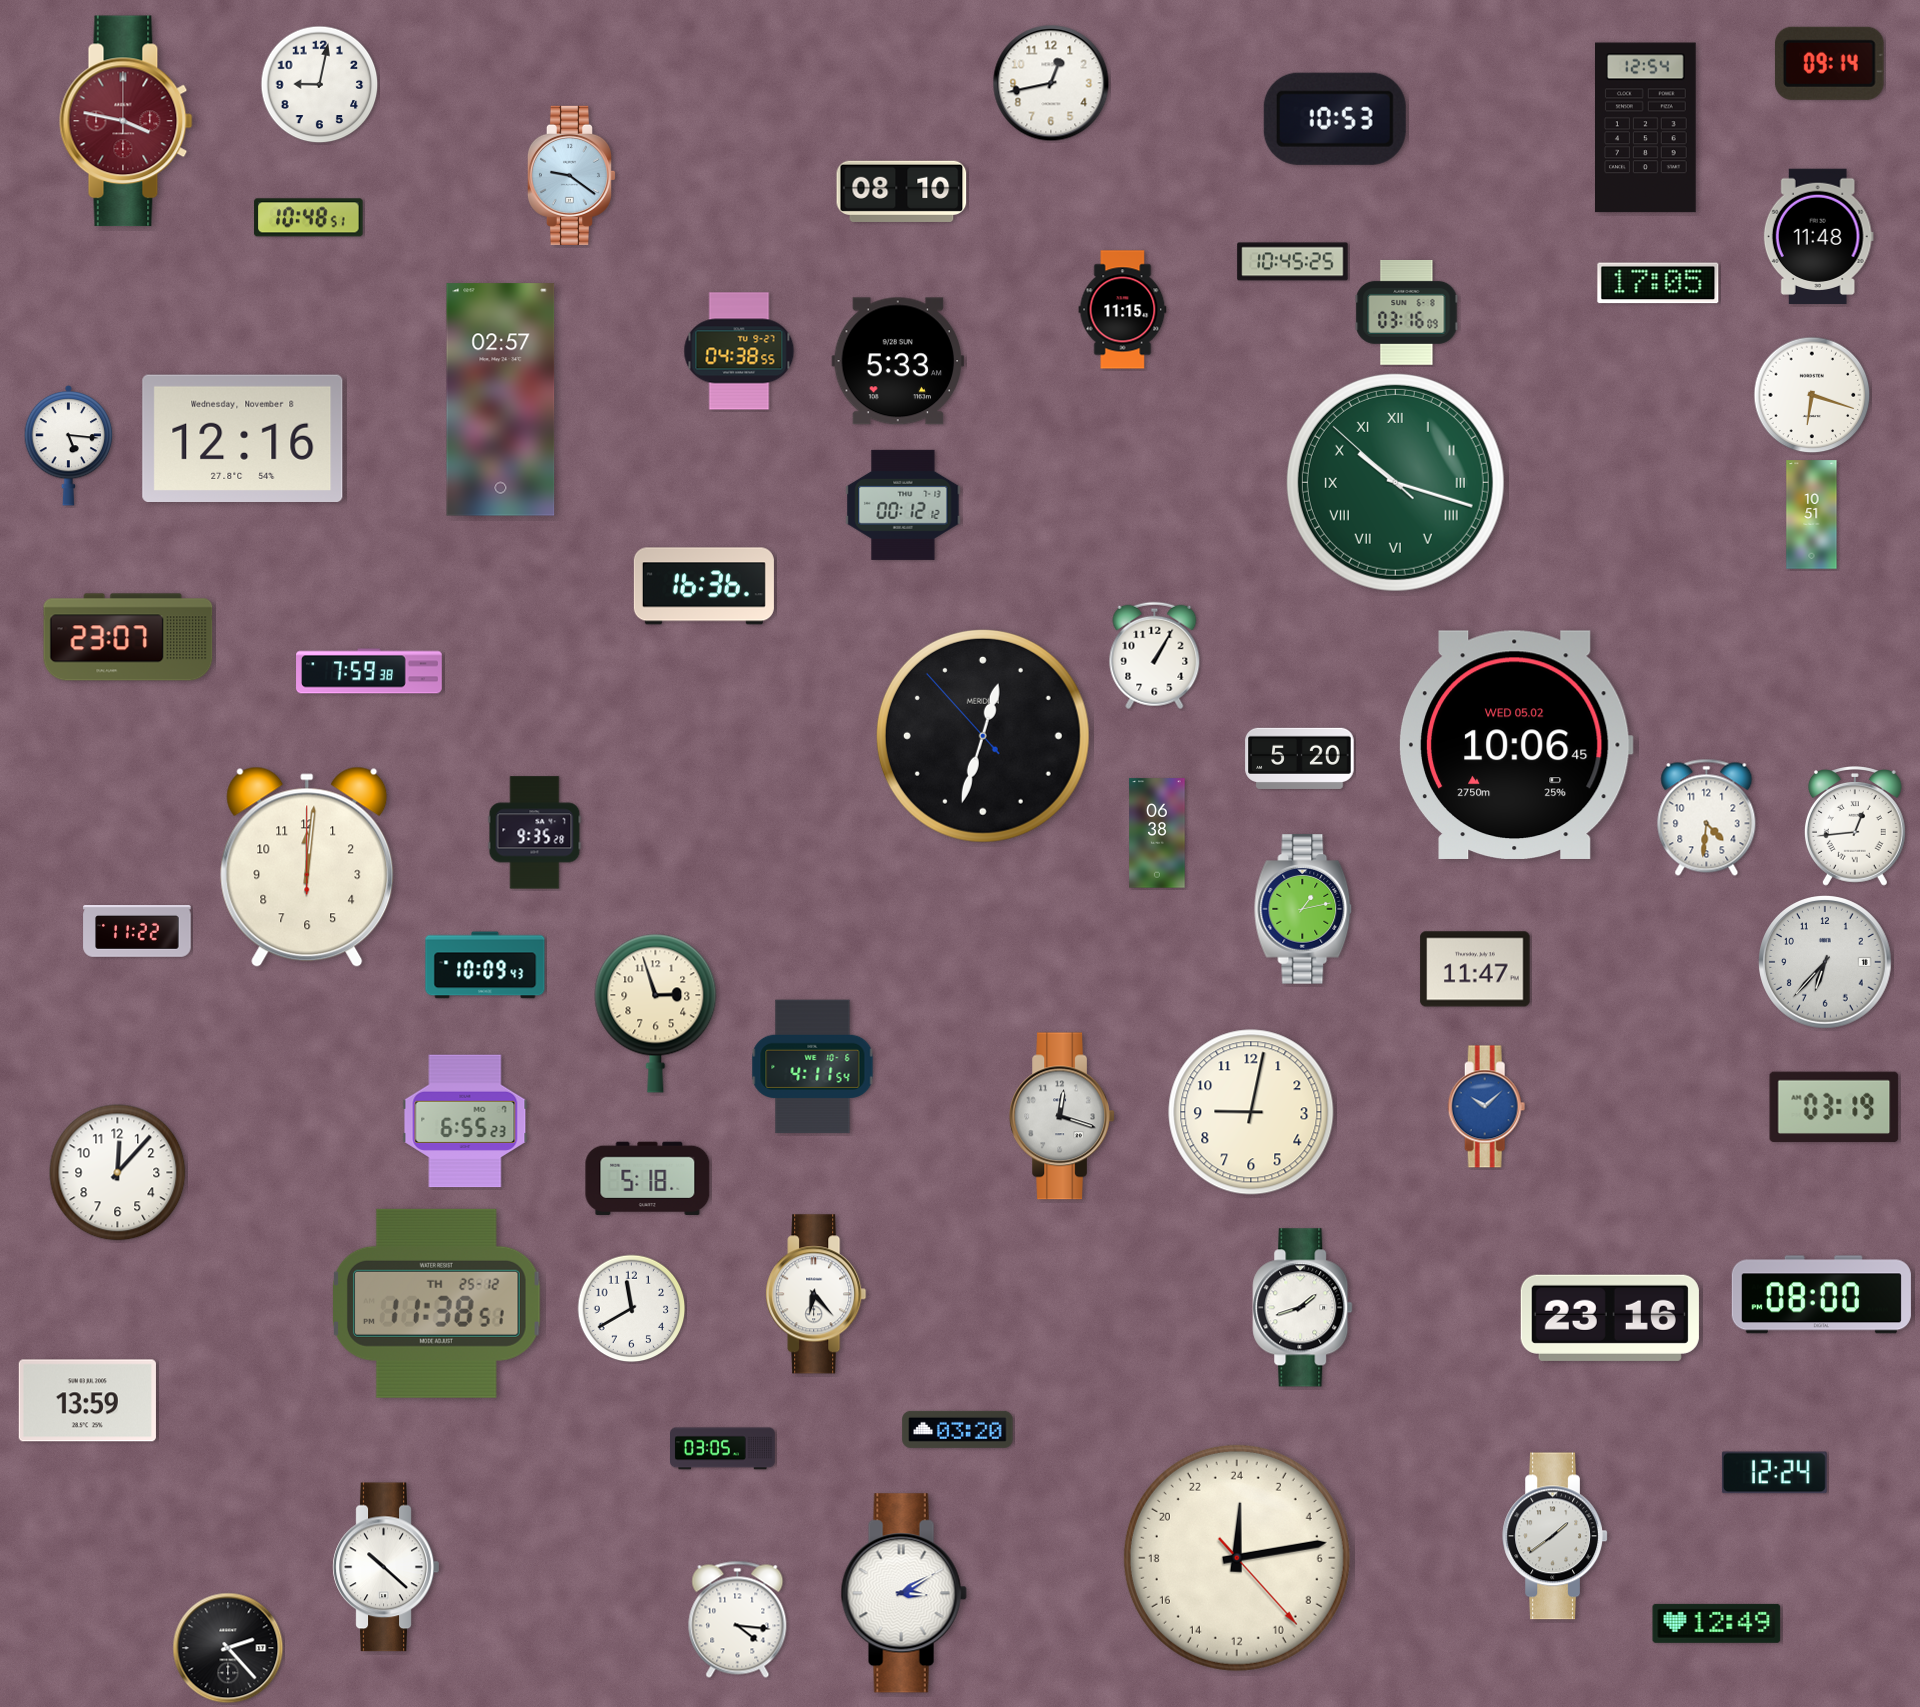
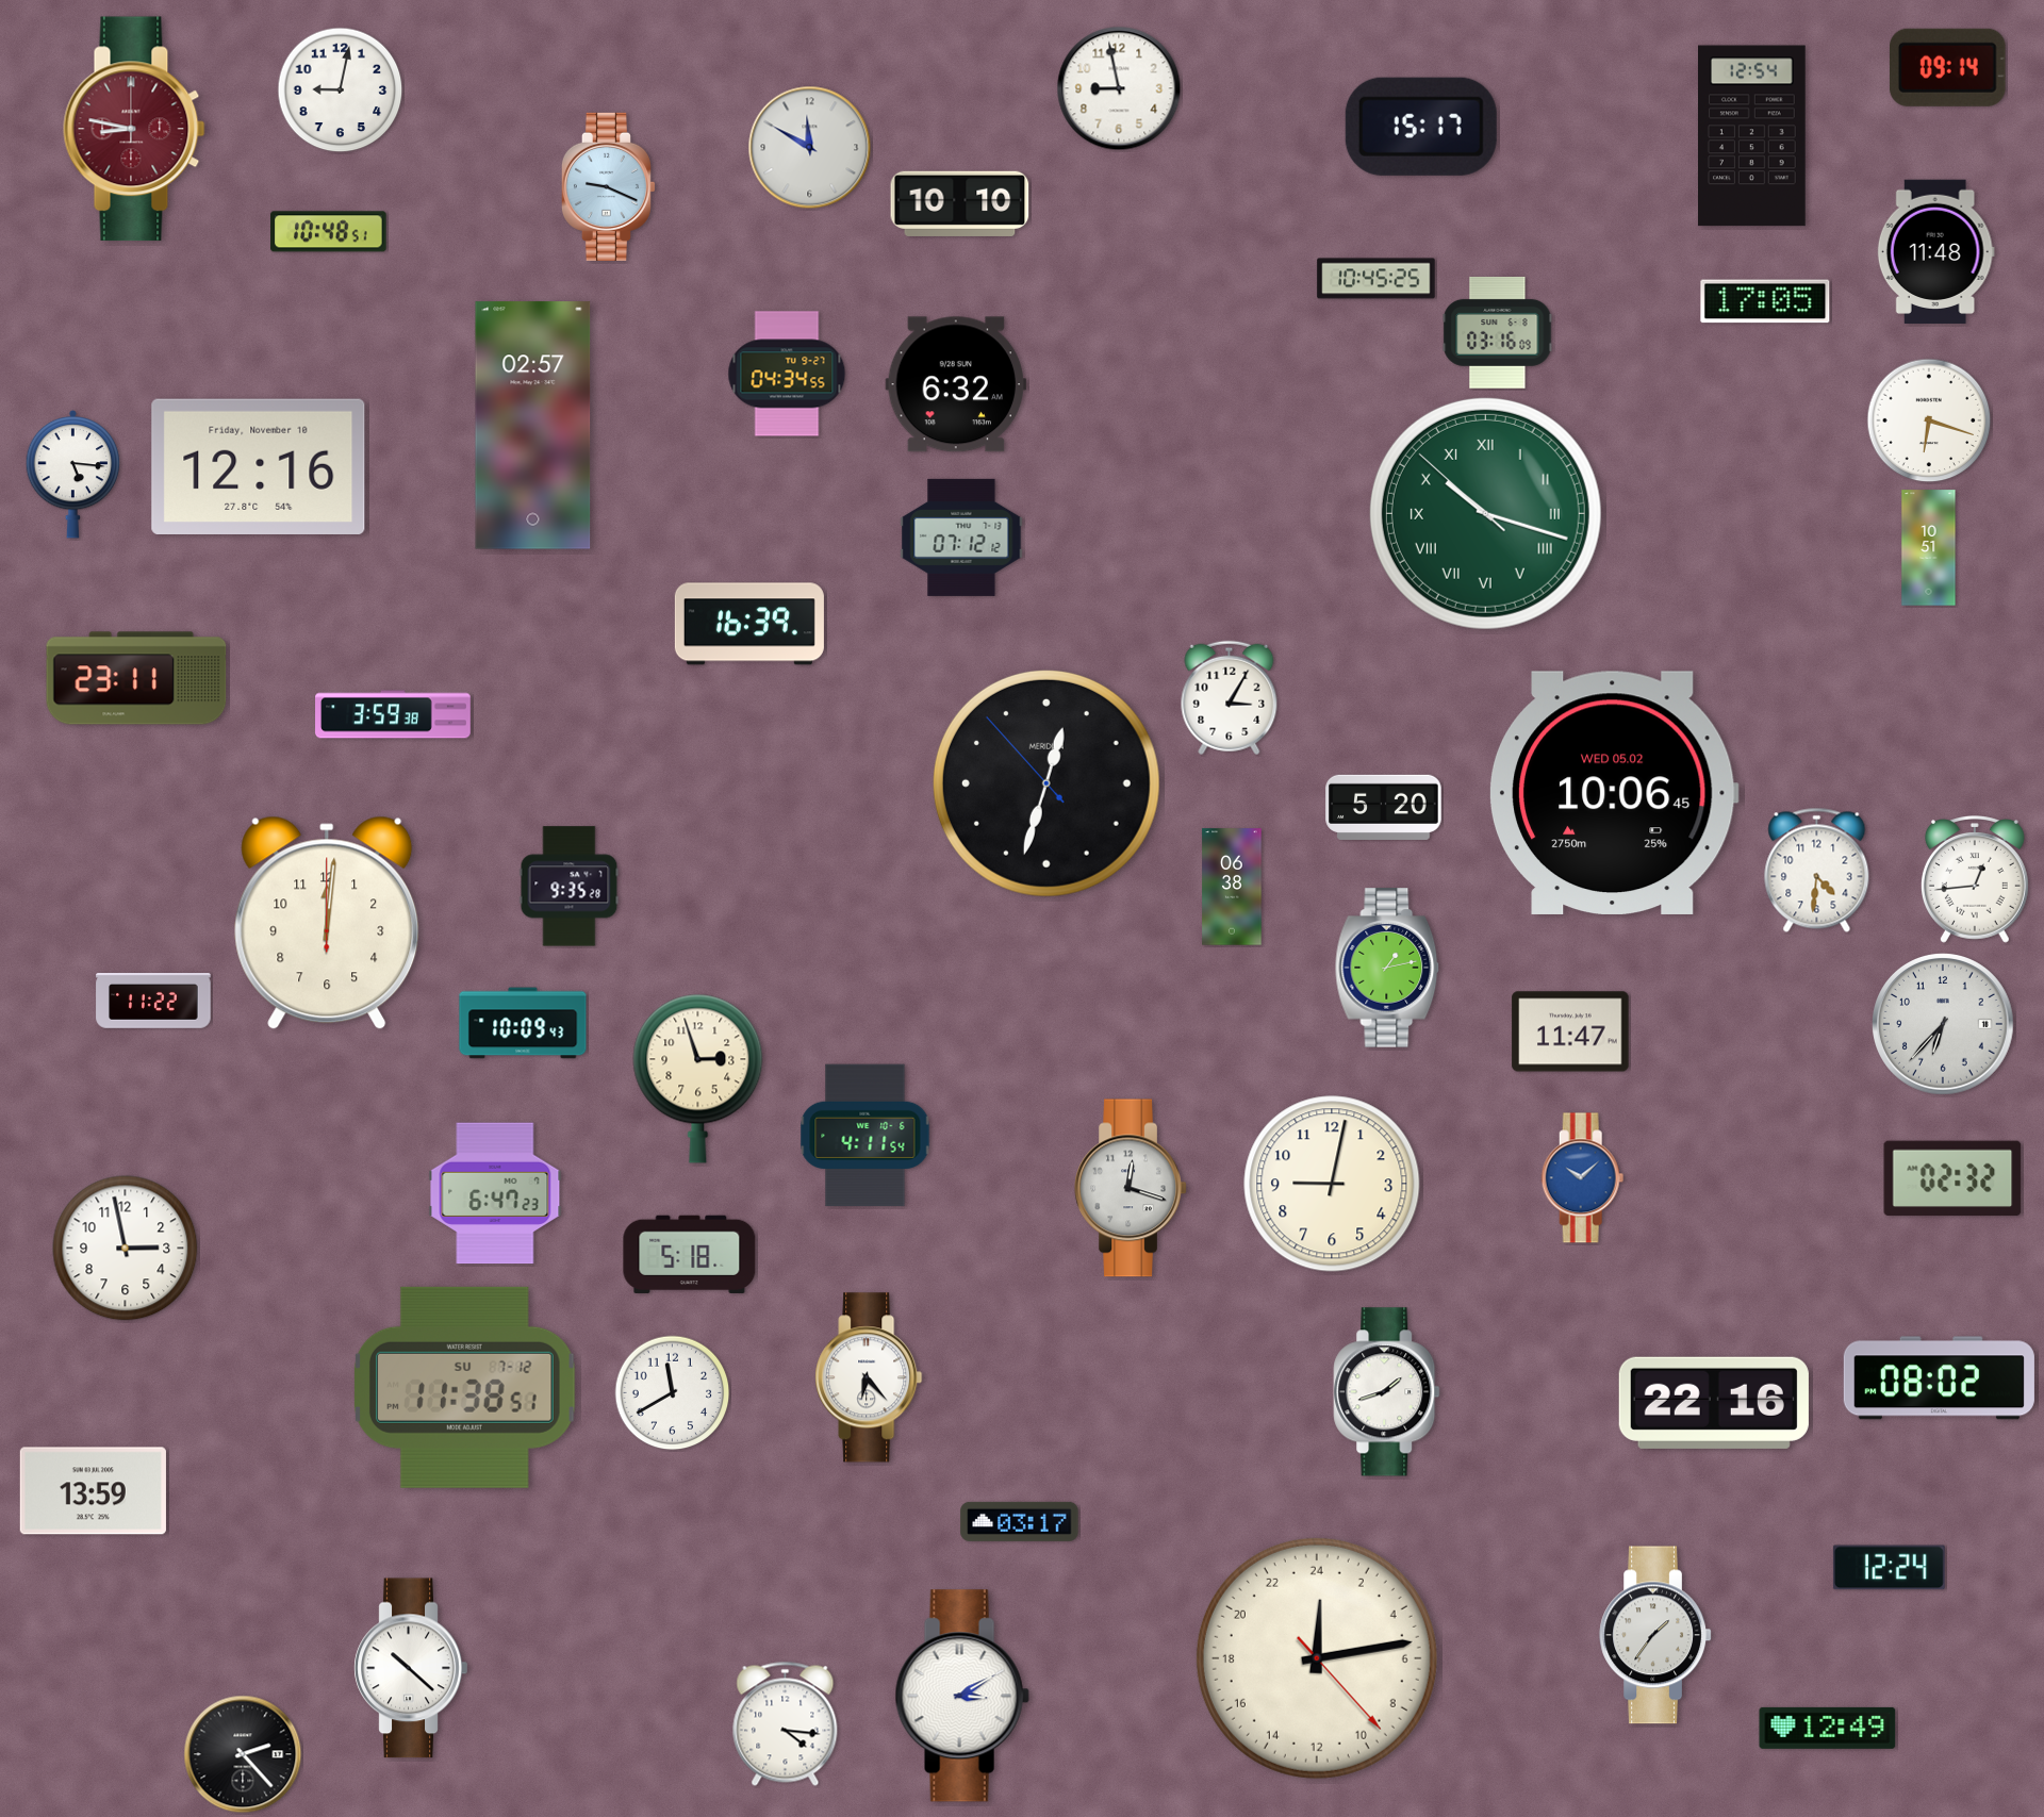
clock at (1051, 83): 12:43 -> 8:58
clock at (1335, 119): 10:53 -> 15:17
clock at (126, 121): 3:47 -> 8:47
clock at (810, 148): none -> 11:50
clock at (571, 175): 9:21 -> 9:19
clock at (902, 191): 08:10 -> 10:10
clock at (1123, 310): 11:15 -> none
clock at (739, 351): 04:38 -> 04:34
clock at (898, 361): 5:33 -> 6:32
clock at (243, 438) date: Wednesday, November 8 -> Friday, November 10
clock at (903, 505): 00:12 -> 07:12
clock at (704, 586): 16:36 -> 16:39
clock at (128, 637): 23:07 -> 23:11
clock at (1155, 656): 1:05 -> 3:05
clock at (369, 671): 7:59 -> 3:59
clock at (137, 932) position: (137, 932) -> (153, 1002)
clock at (485, 965) position: (485, 965) -> (523, 1023)
clock at (1834, 1107): 03:19 -> 02:32
clock at (465, 1121): 6:55 -> 6:47
clock at (118, 1173): 12:07 -> 2:58
clock at (1821, 1295): 08:00 -> 08:02
clock at (436, 1303) date: TH 25-12 -> SU 7-12
clock at (1610, 1318): 23:16 -> 22:16
clock at (958, 1429): 03:20 -> 03:17
clock at (723, 1449): 03:05 -> none
clock at (1555, 1536): 1:39 -> 1:36
